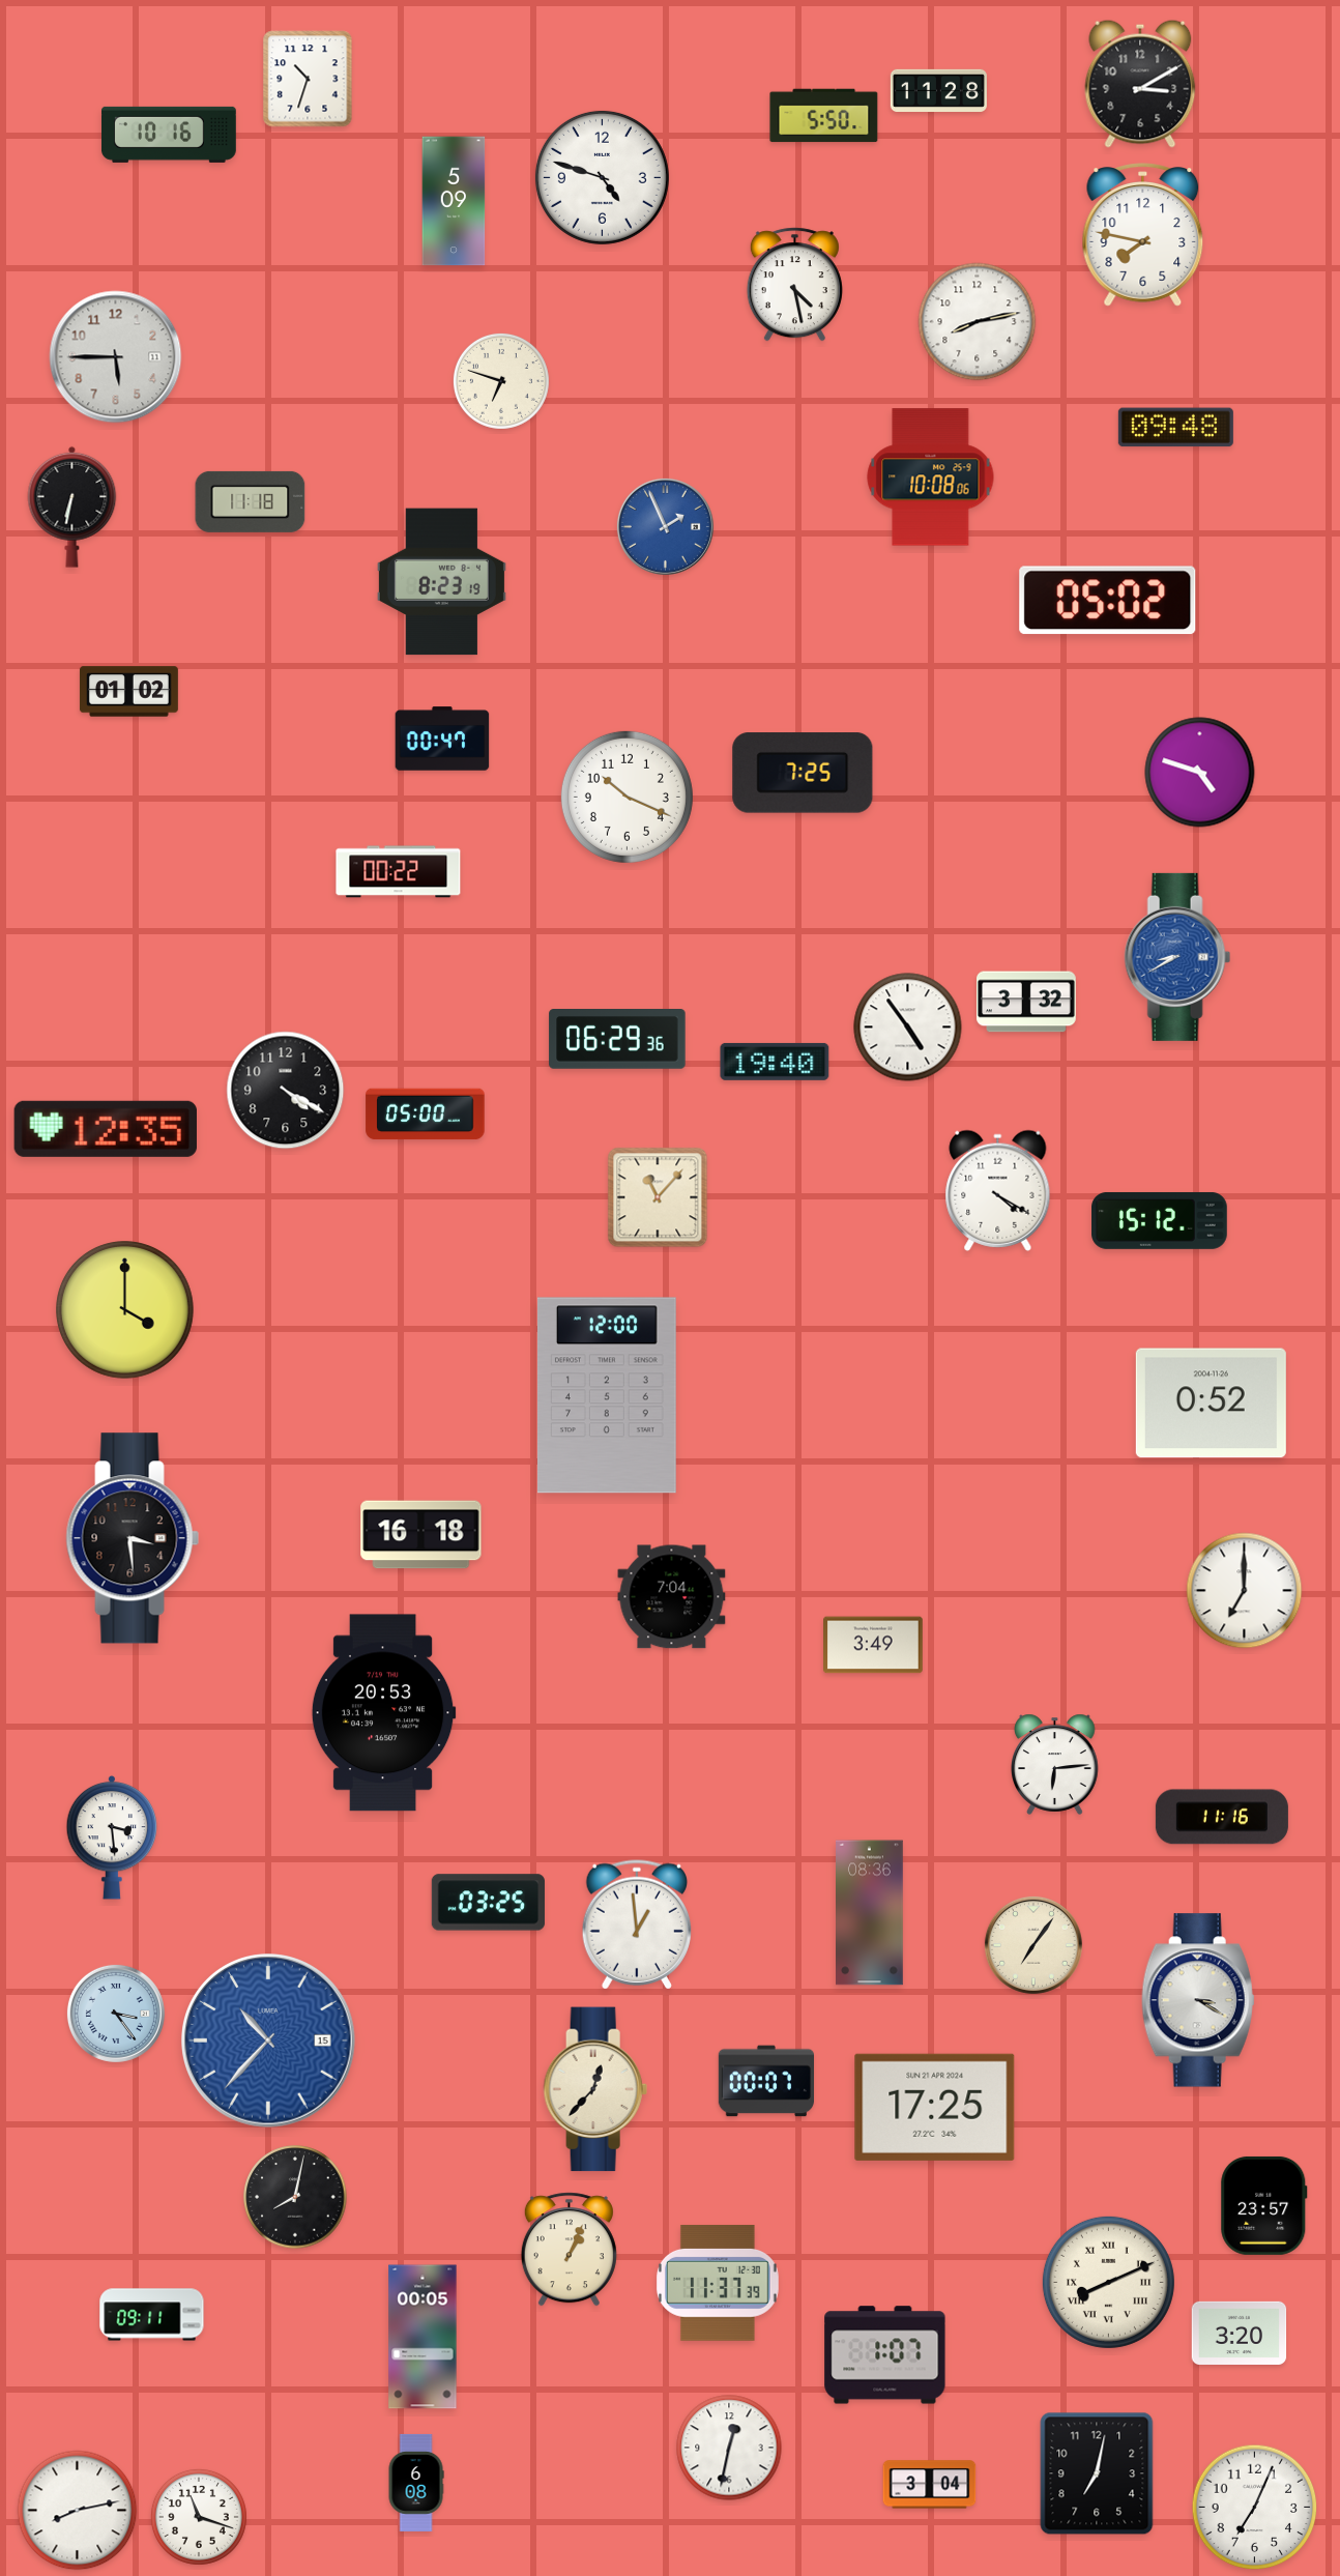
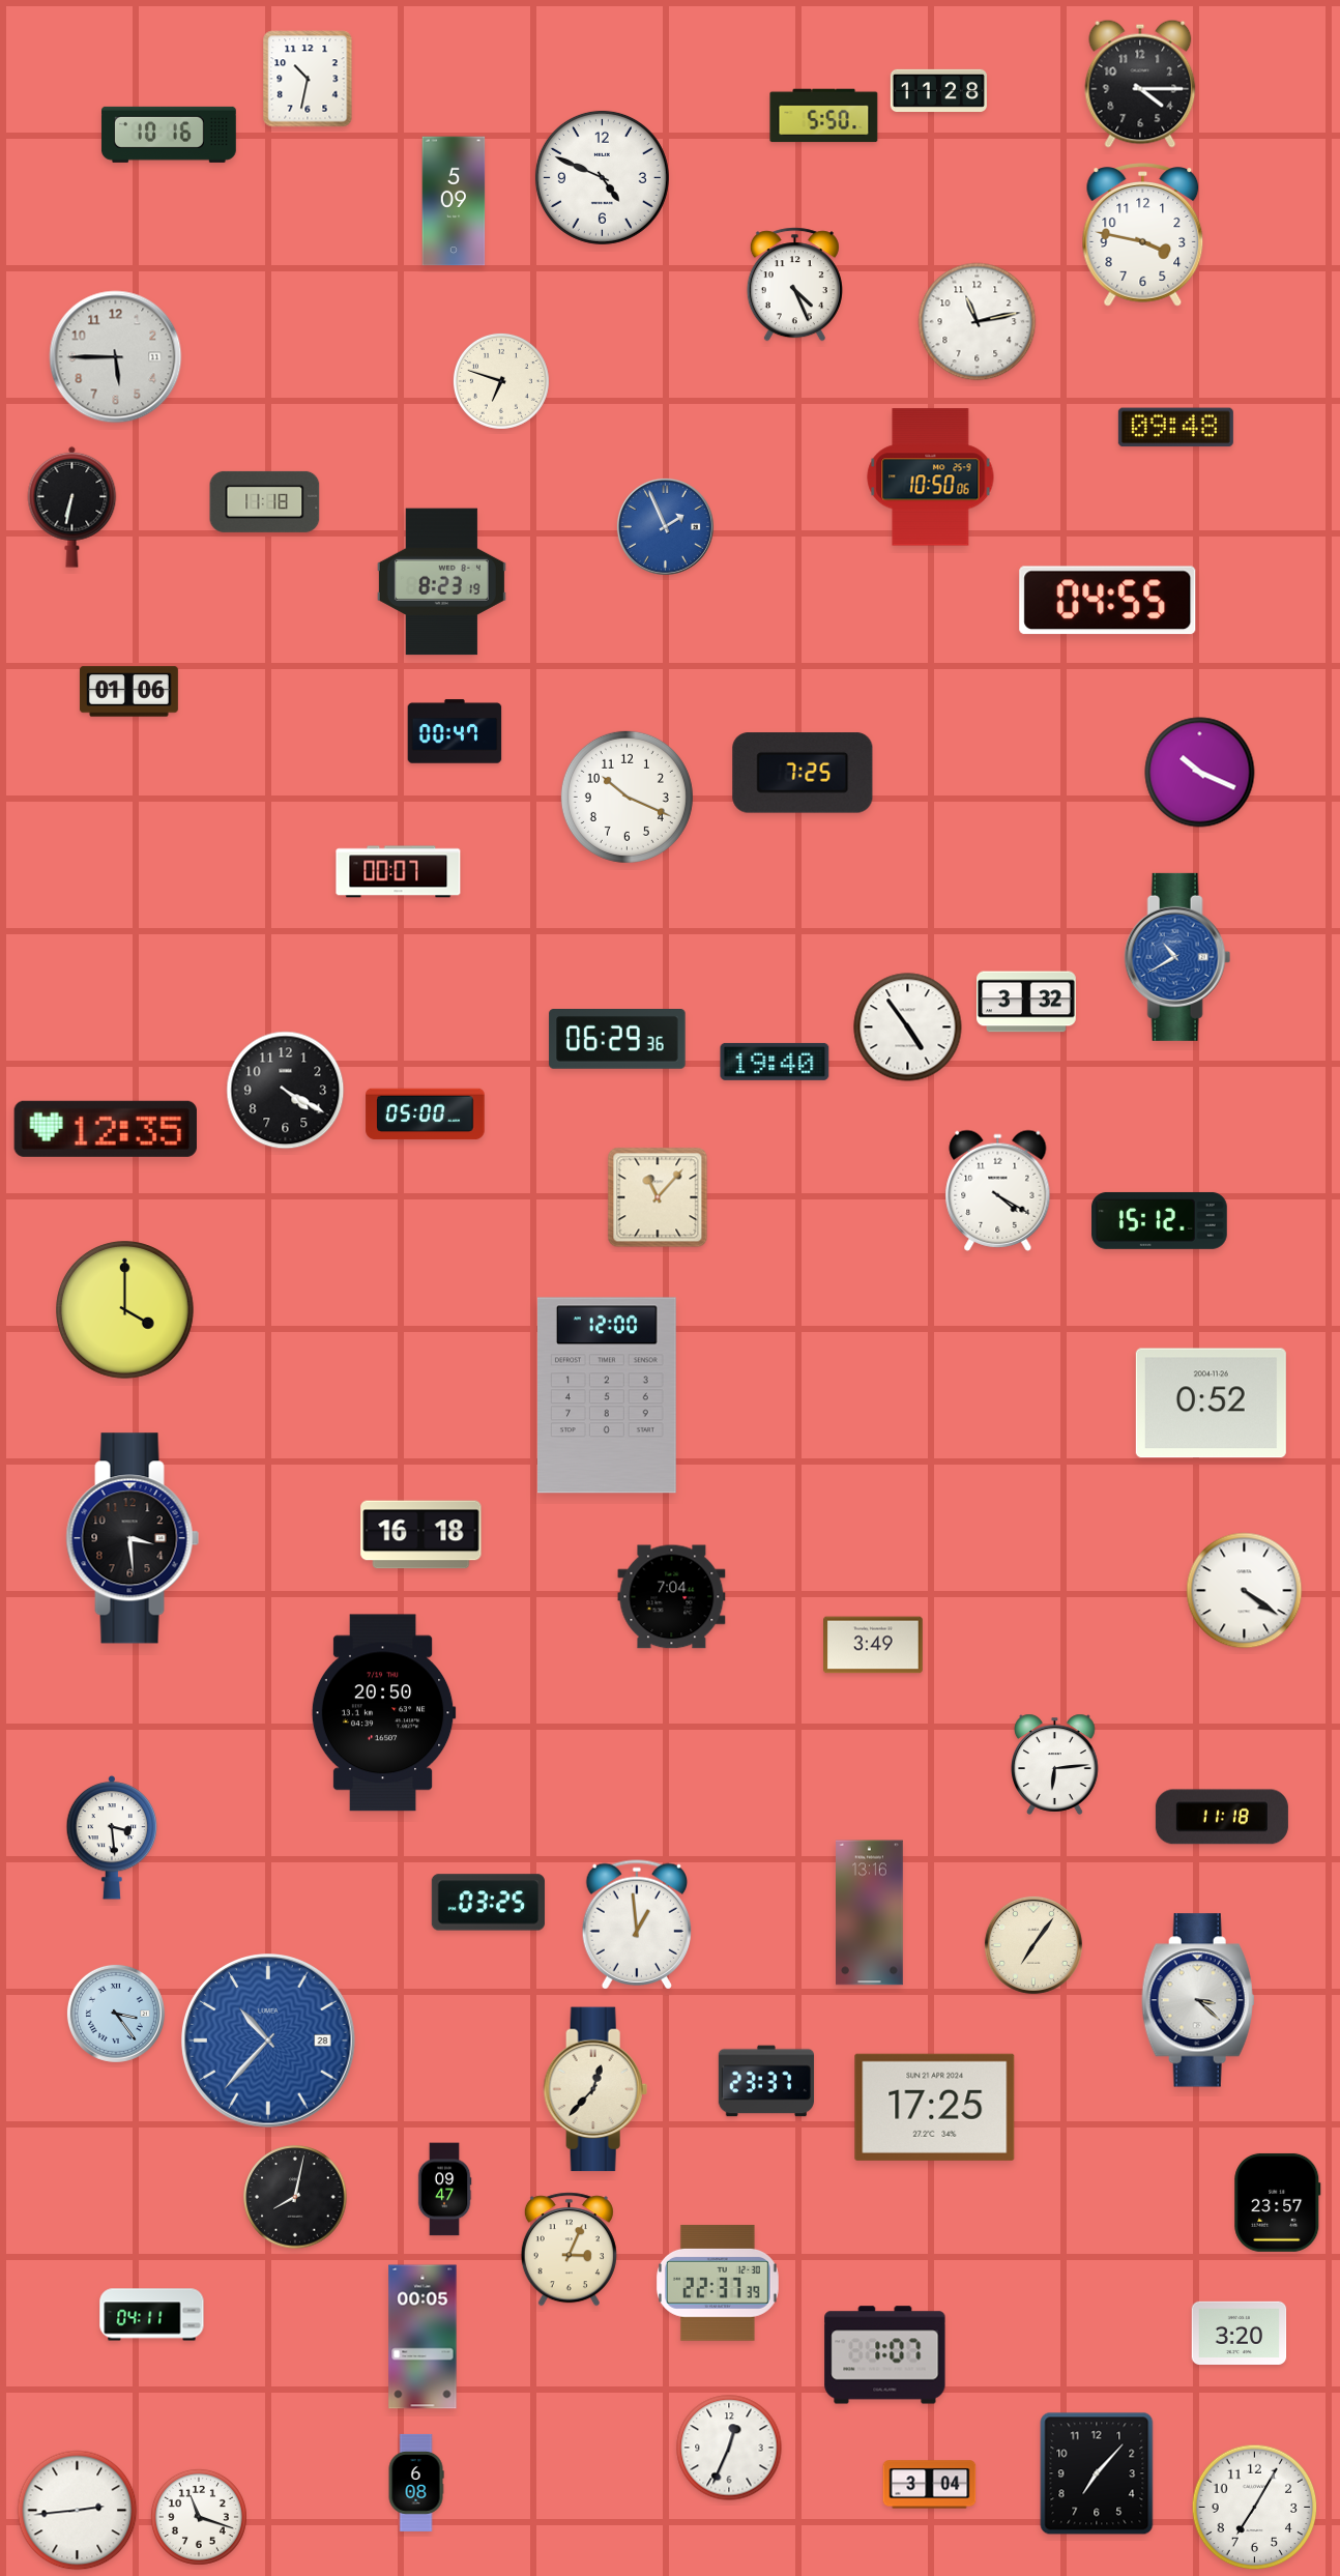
clock at (308, 79): 10:33 -> 10:32
clock at (1140, 84): 3:10 -> 4:15
clock at (602, 177): 4:48 -> 4:49
clock at (1143, 235): 7:47 -> 3:47
clock at (794, 285): 4:28 -> 4:26
clock at (978, 322): 8:13 -> 11:13
clock at (931, 477): 10:08 -> 10:50
clock at (251, 501) position: (251, 501) -> (265, 501)
clock at (1108, 601): 05:02 -> 04:55
clock at (128, 692): 01:02 -> 01:06
clock at (442, 739) position: (442, 739) -> (455, 731)
clock at (1200, 773): 4:48 -> 10:19
clock at (399, 872): 00:22 -> 00:07
clock at (1177, 957): 8:40 -> 10:40
clock at (1245, 1591): 7:00 -> 4:21
clock at (383, 1713): 20:53 -> 20:50
clock at (1222, 1817): 11:16 -> 11:18
clock at (870, 1913): 08:36 -> 13:16
clock at (1198, 2000): 3:20 -> 3:22
clock at (268, 2040) date: 15 -> 28
clock at (765, 2081): 00:07 -> 23:37
clock at (444, 2190): none -> 09:47
clock at (1264, 2205) position: (1264, 2205) -> (1278, 2202)
clock at (569, 2250): 1:04 -> 3:04
clock at (1108, 2282): 8:11 -> none
clock at (719, 2283): 11:37 -> 22:37
clock at (152, 2315): 09:11 -> 04:11
clock at (729, 2448): 12:32 -> 12:34
clock at (1097, 2473): 7:02 -> 7:07
clock at (1255, 2508): 7:04 -> 7:05
clock at (78, 2511): 8:13 -> 2:44
